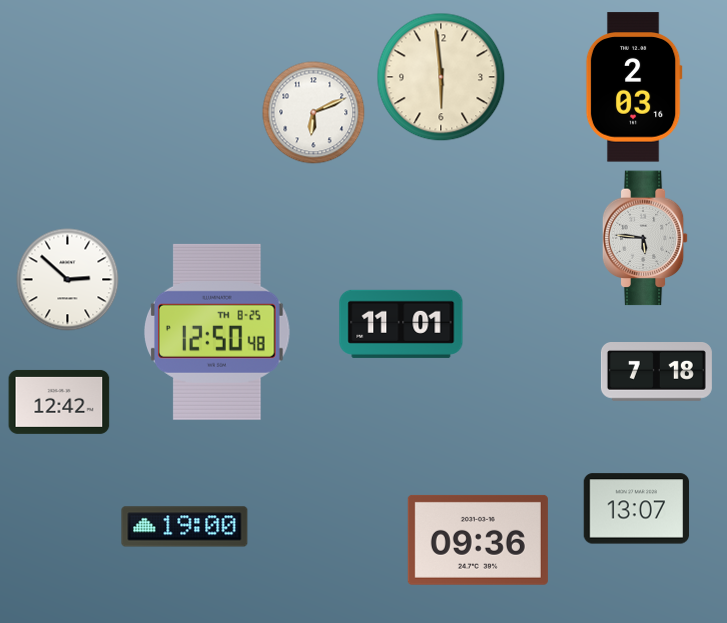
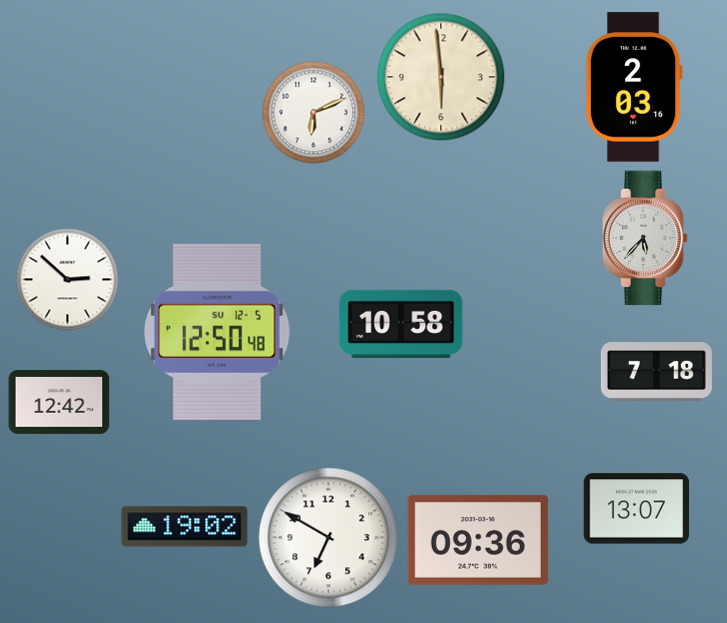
clock at (645, 238): 5:46 -> 5:37
clock at (401, 324): 11:01 -> 10:58
clock at (218, 332) date: TH 8-25 -> SU 12-5
clock at (185, 527): 19:00 -> 19:02
clock at (329, 538): none -> 6:50
